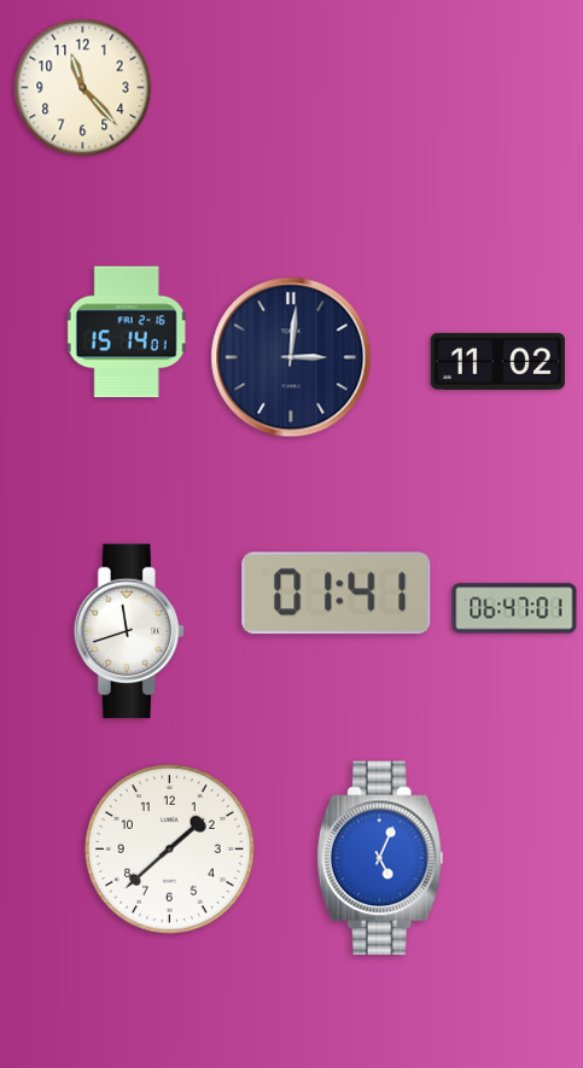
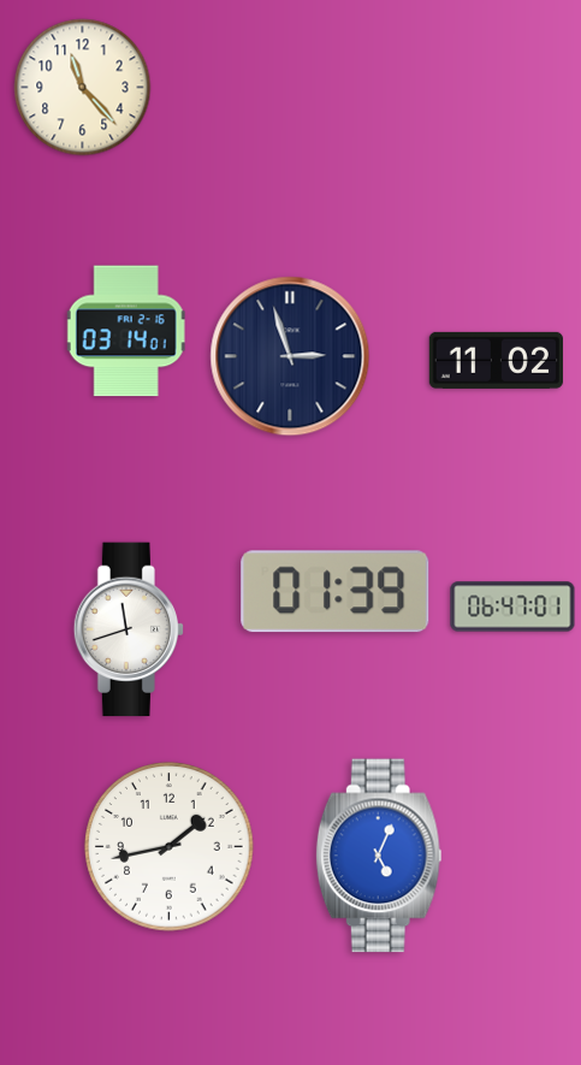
clock at (127, 332): 15:14 -> 03:14
clock at (291, 357): 3:01 -> 2:57
clock at (337, 594): 01:41 -> 01:39
clock at (170, 850): 1:38 -> 1:43
